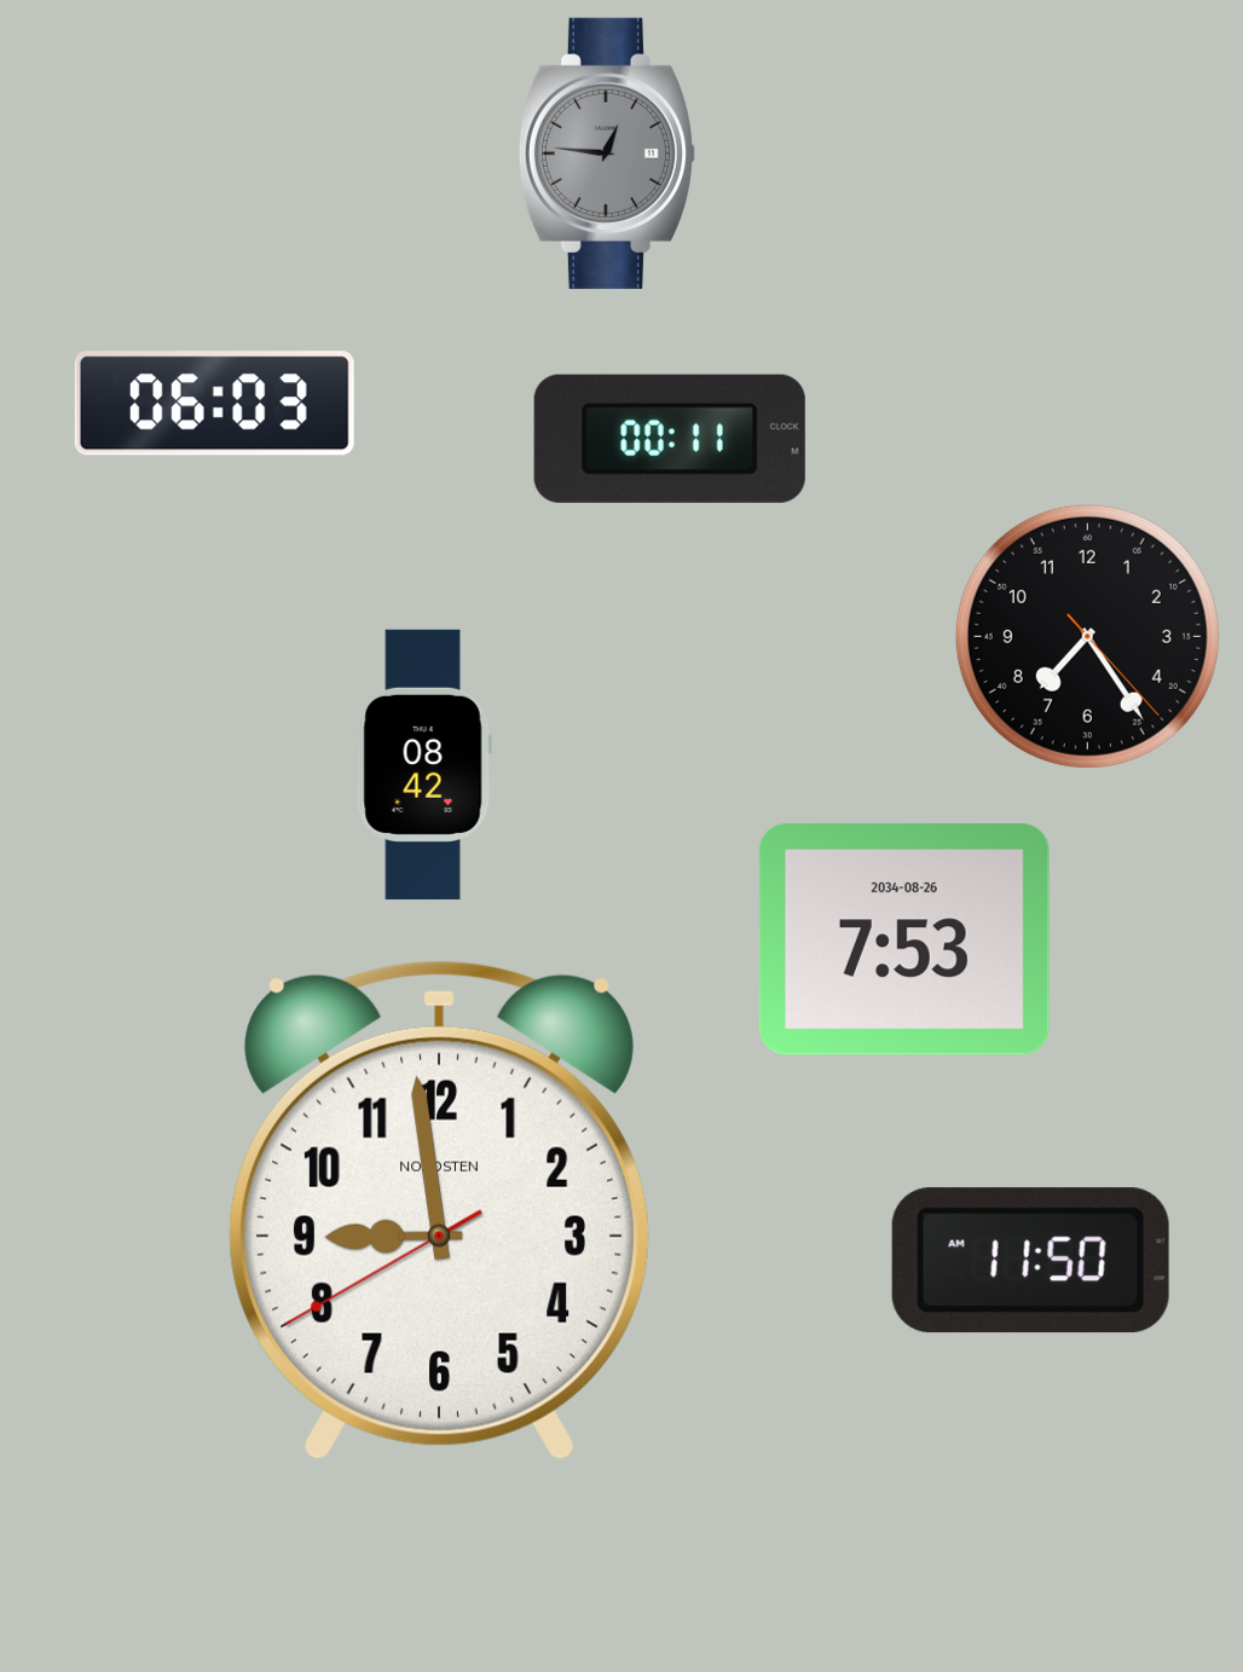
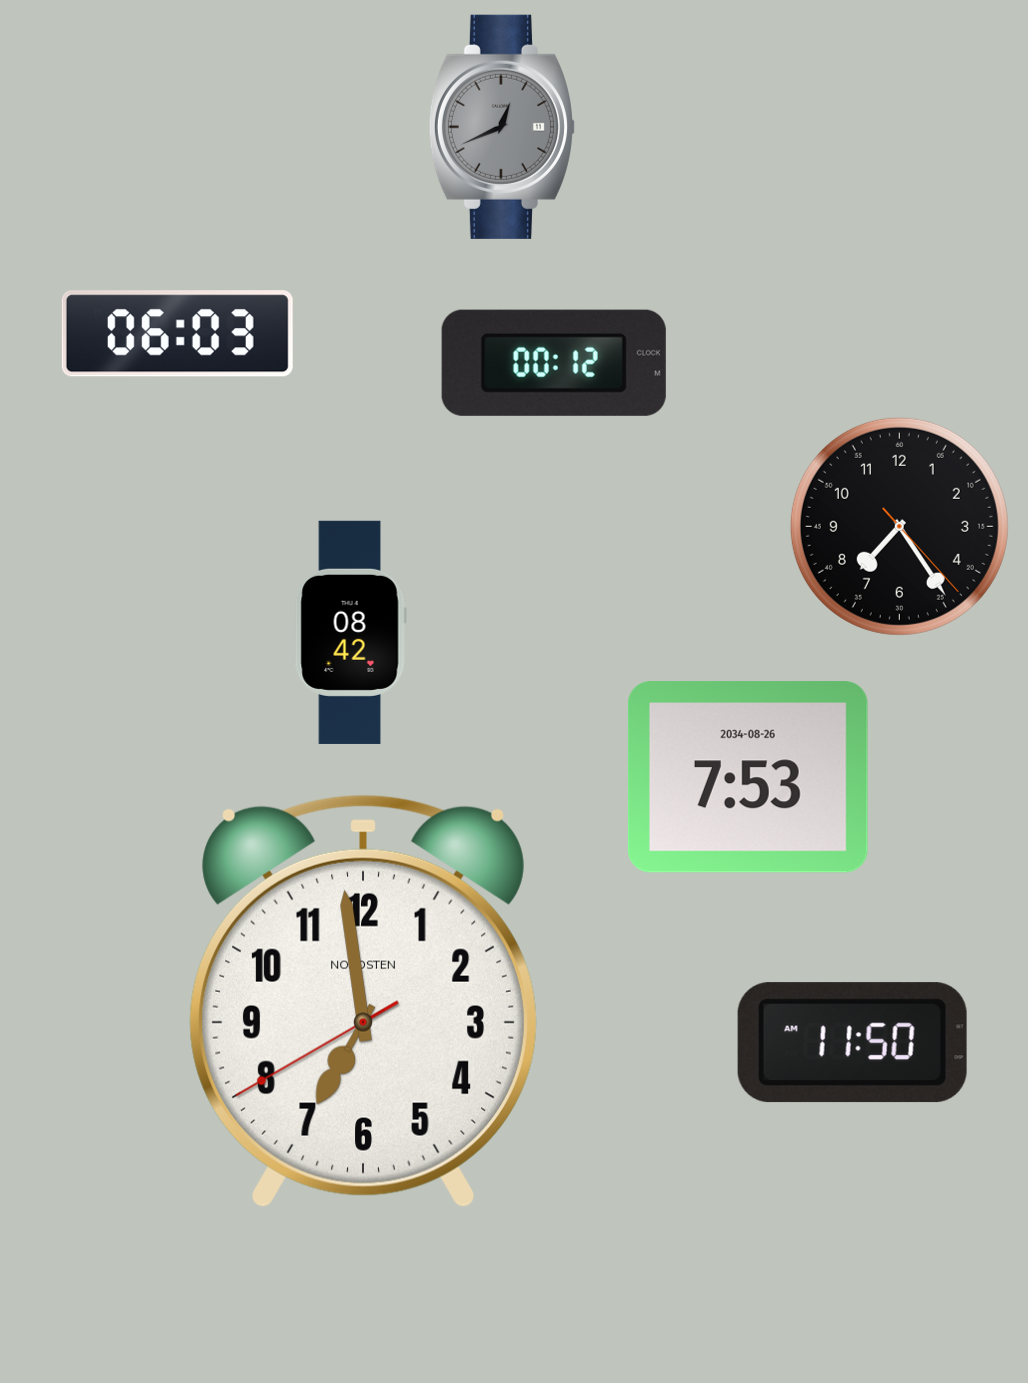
clock at (607, 154): 12:46 -> 12:41
clock at (670, 439): 00:11 -> 00:12
clock at (439, 1211): 8:58 -> 6:58
